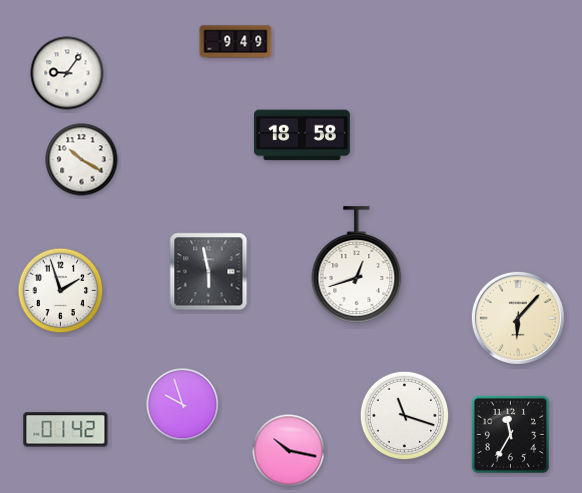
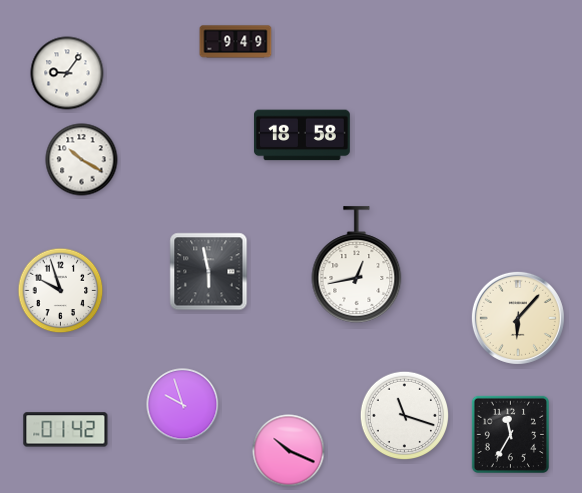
clock at (357, 265): 12:42 -> 12:43
clock at (61, 291): 1:57 -> 9:57
clock at (289, 451): 10:17 -> 10:19
